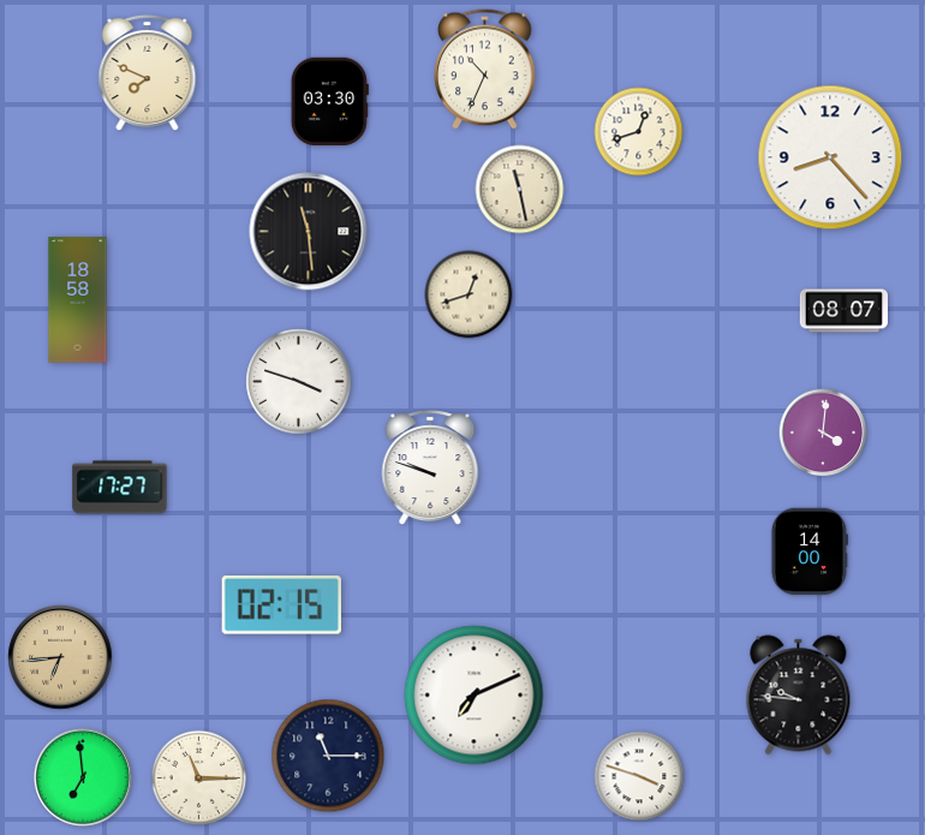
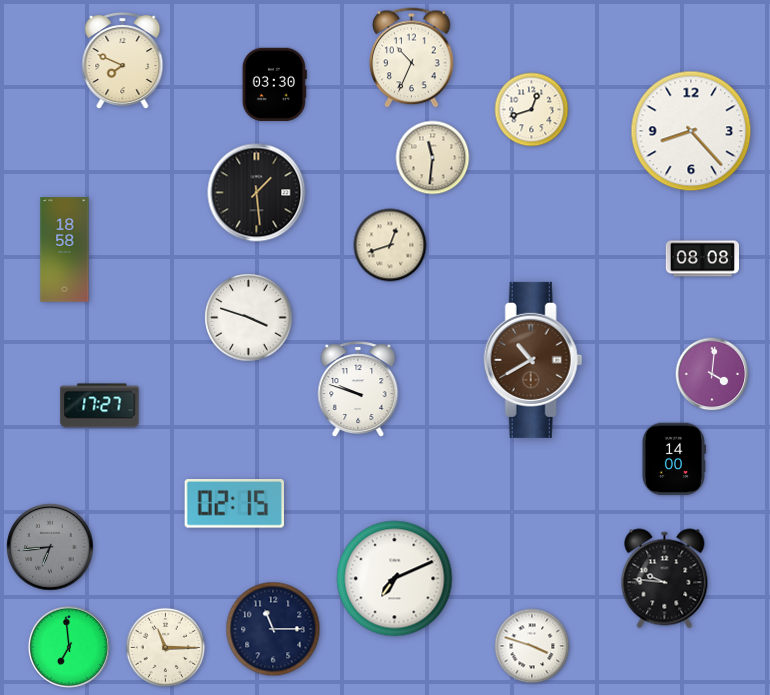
clock at (485, 70) position: (485, 70) -> (412, 58)
clock at (520, 190): 11:28 -> 11:31
clock at (309, 232): 11:29 -> 1:29
clock at (845, 311): 08:07 -> 08:08
clock at (533, 360): none -> 10:40
clock at (823, 433) position: (823, 433) -> (712, 374)
clock at (60, 657) dial: champagne -> grey
